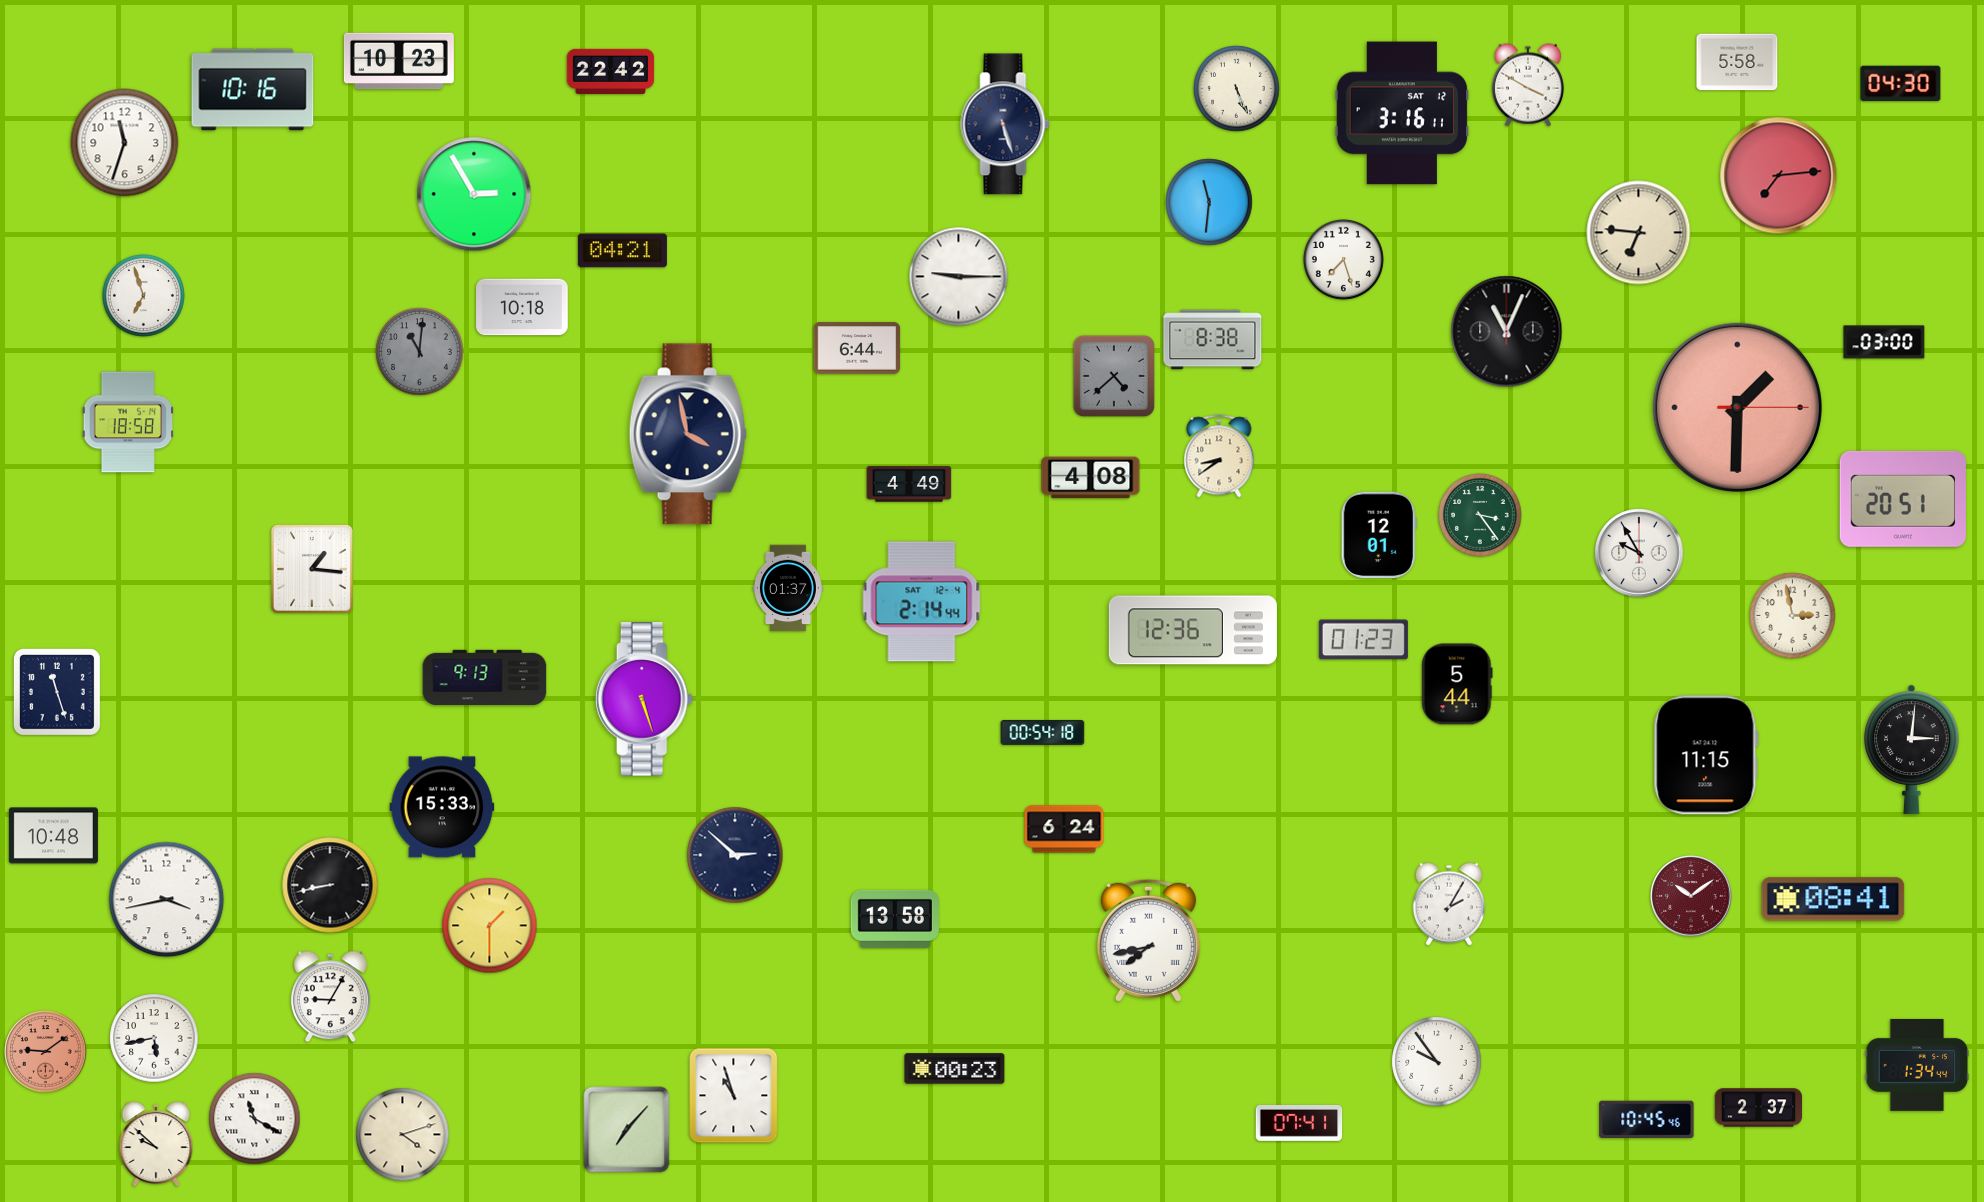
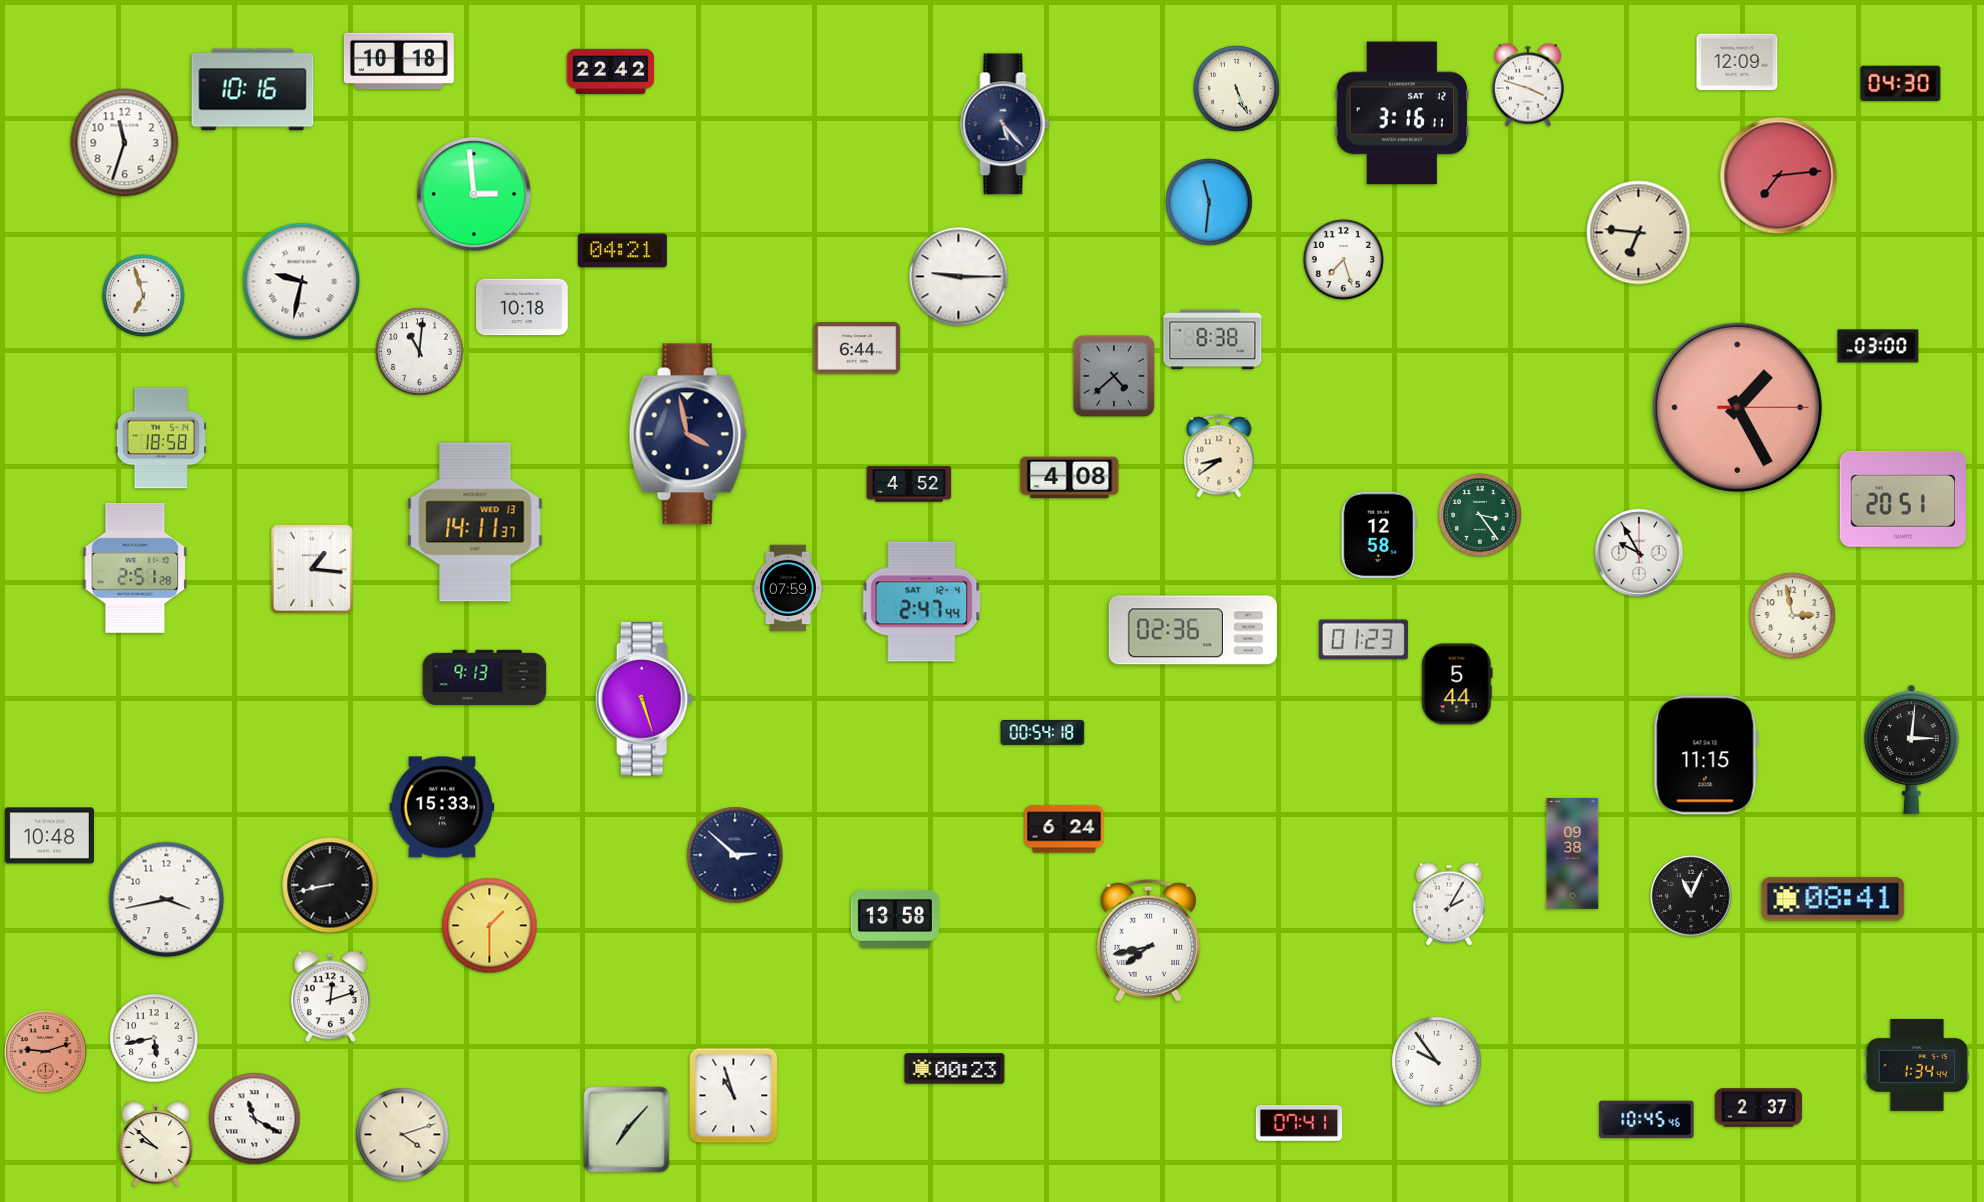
clock at (399, 61): 10:23 -> 10:18
clock at (1737, 62): 5:58 -> 12:09
clock at (1528, 85): 3:50 -> 3:48
clock at (1005, 124): 5:27 -> 5:23
clock at (474, 194): 2:55 -> 2:59
clock at (302, 282): none -> 9:32
clock at (1507, 332): 11:04 -> none
clock at (1884, 342) position: (1884, 342) -> (1878, 346)
clock at (420, 352) dial: grey -> white
clock at (1737, 407): 1:30 -> 1:25
clock at (128, 422) position: (128, 422) -> (161, 438)
clock at (1091, 478) position: (1091, 478) -> (1070, 478)
clock at (909, 484): 4:49 -> 4:52
clock at (475, 522): none -> 14:11
clock at (1379, 535): 12:01 -> 12:58
clock at (135, 568): none -> 2:51
clock at (788, 588): 01:37 -> 07:59
clock at (922, 602): 2:14 -> 2:47
clock at (1193, 630): 12:36 -> 02:36
clock at (57, 692): 11:27 -> none
clock at (53, 836) position: (53, 836) -> (49, 836)
clock at (1573, 854): none -> 09:38
clock at (1691, 896): 10:09 -> 11:04
clock at (1691, 896) dial: burgundy -> black
clock at (330, 997): 9:05 -> 12:12
clock at (46, 1052): 9:09 -> 9:12
